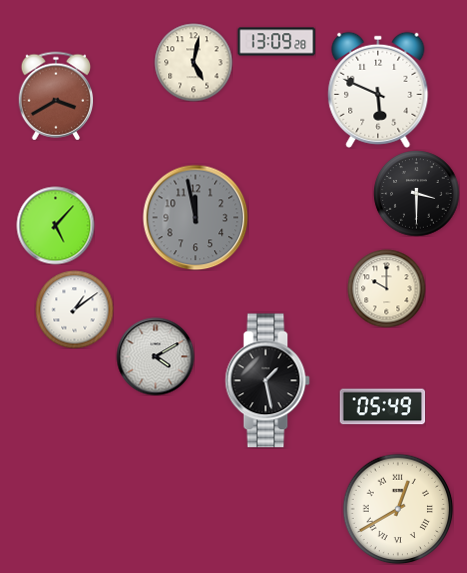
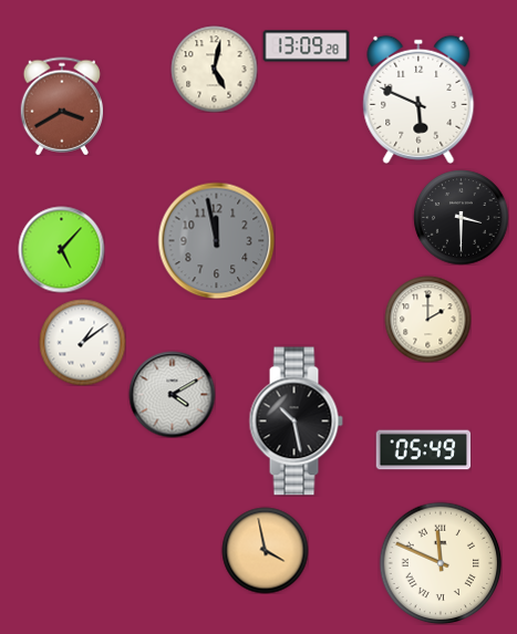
clock at (416, 193) position: (416, 193) -> (461, 217)
clock at (386, 288): 10:00 -> 2:00
clock at (267, 381): 1:28 -> 10:28
clock at (265, 550): none -> 3:58
clock at (398, 509): 12:40 -> 11:49
